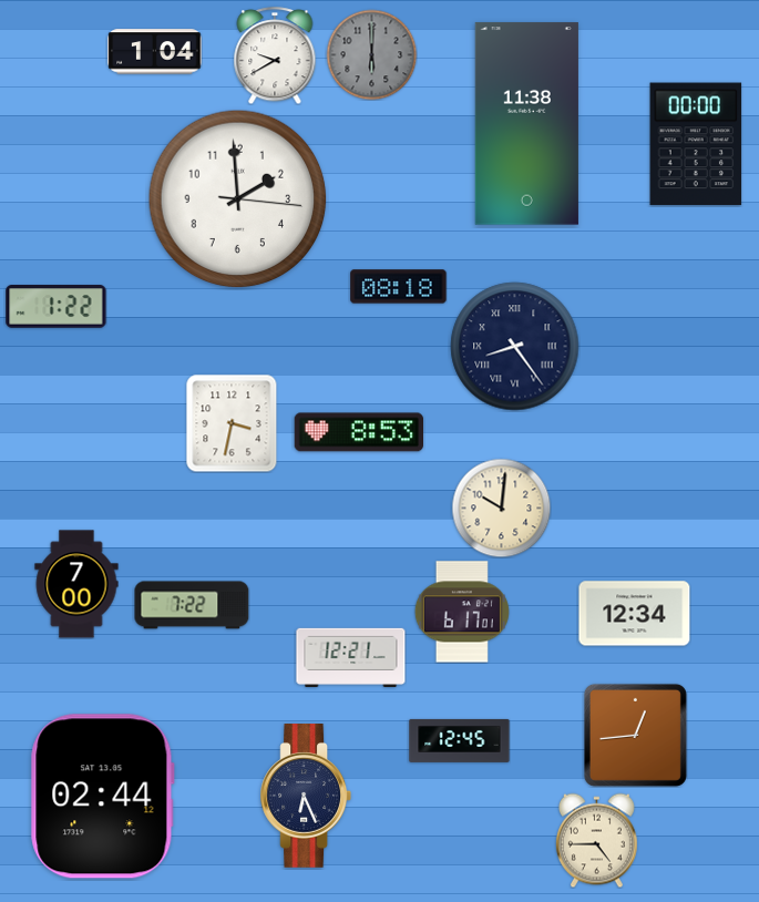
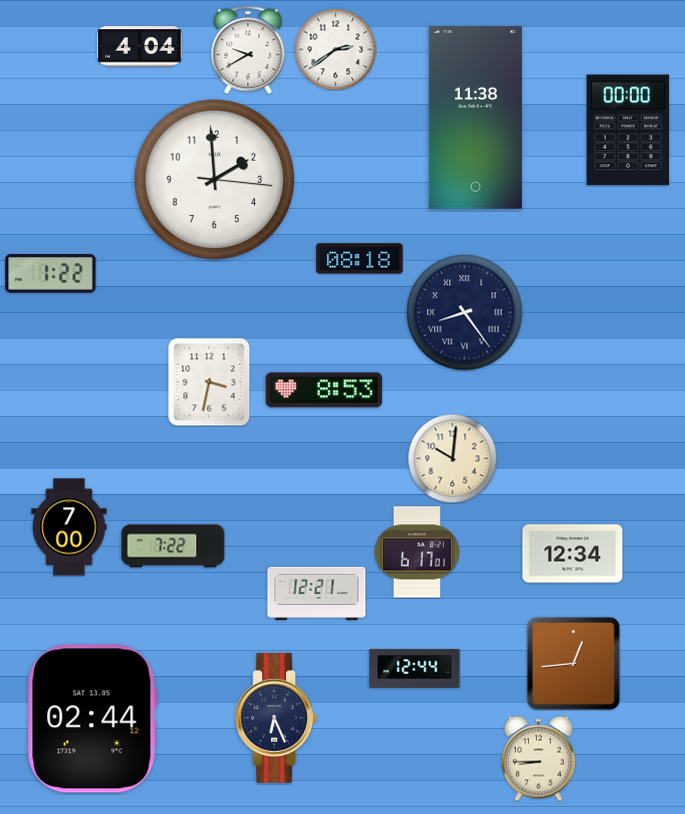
clock at (155, 52): 1:04 -> 4:04
clock at (371, 54): 6:00 -> 2:39
clock at (371, 54) dial: grey -> white
clock at (526, 124) position: (526, 124) -> (475, 118)
clock at (57, 307) position: (57, 307) -> (51, 274)
clock at (460, 740): 12:45 -> 12:44
clock at (596, 840): 4:45 -> 8:45
